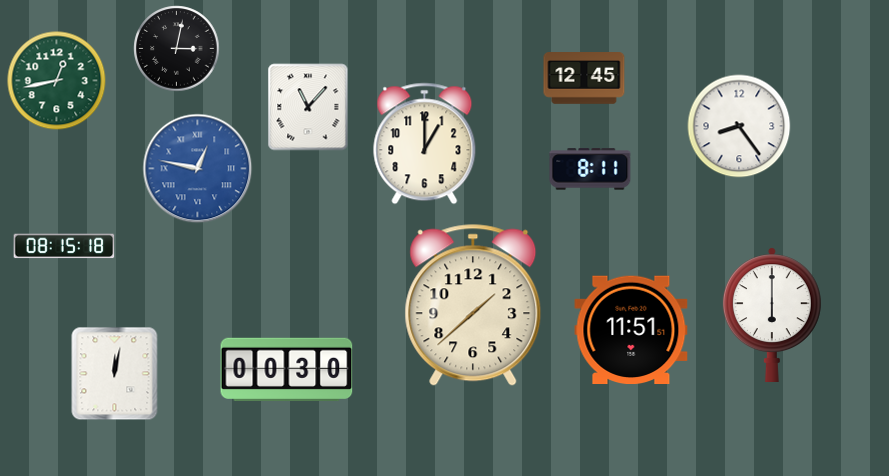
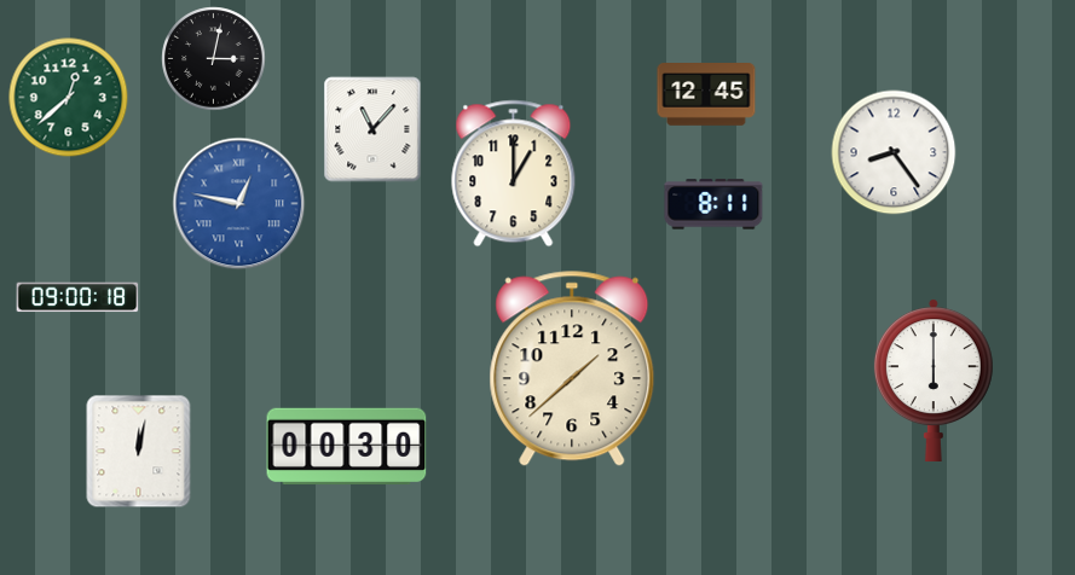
clock at (57, 81): 12:43 -> 12:38
clock at (64, 246): 08:15 -> 09:00
clock at (631, 329): 11:51 -> none
